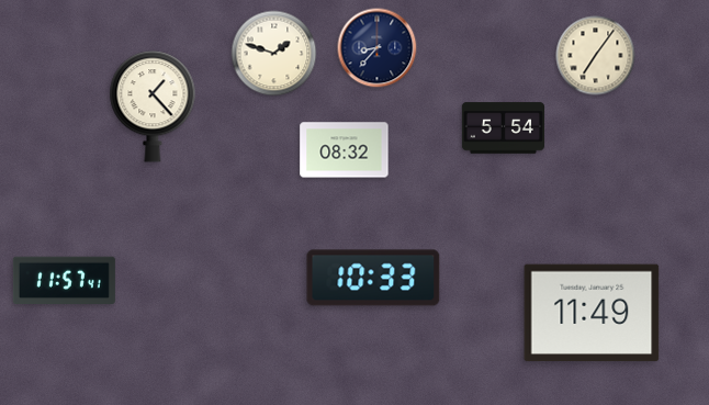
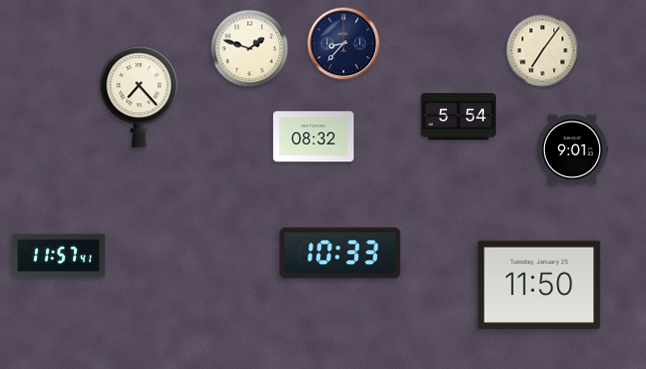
clock at (153, 106): 1:23 -> 7:23
clock at (572, 150): none -> 9:01
clock at (592, 313): 11:49 -> 11:50
